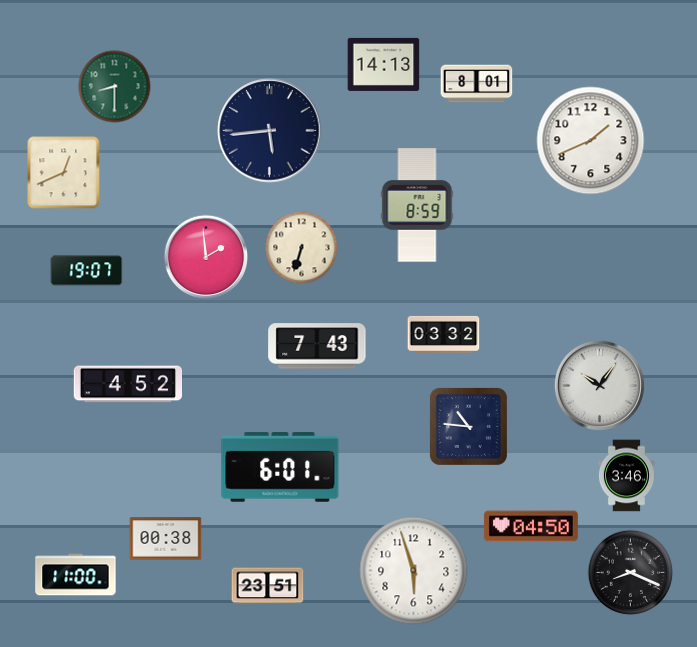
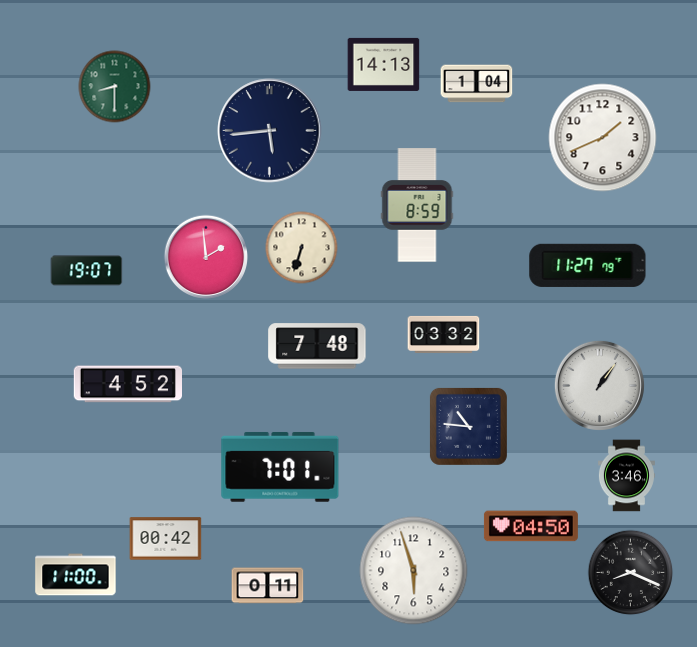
clock at (477, 84): 8:01 -> 1:04
clock at (591, 141) position: (591, 141) -> (603, 138)
clock at (64, 173): 12:41 -> none
clock at (588, 265): none -> 11:27
clock at (317, 346): 7:43 -> 7:48
clock at (599, 385): 10:06 -> 1:06
clock at (280, 467): 6:01 -> 7:01
clock at (166, 539): 00:38 -> 00:42
clock at (268, 586): 23:51 -> 0:11
